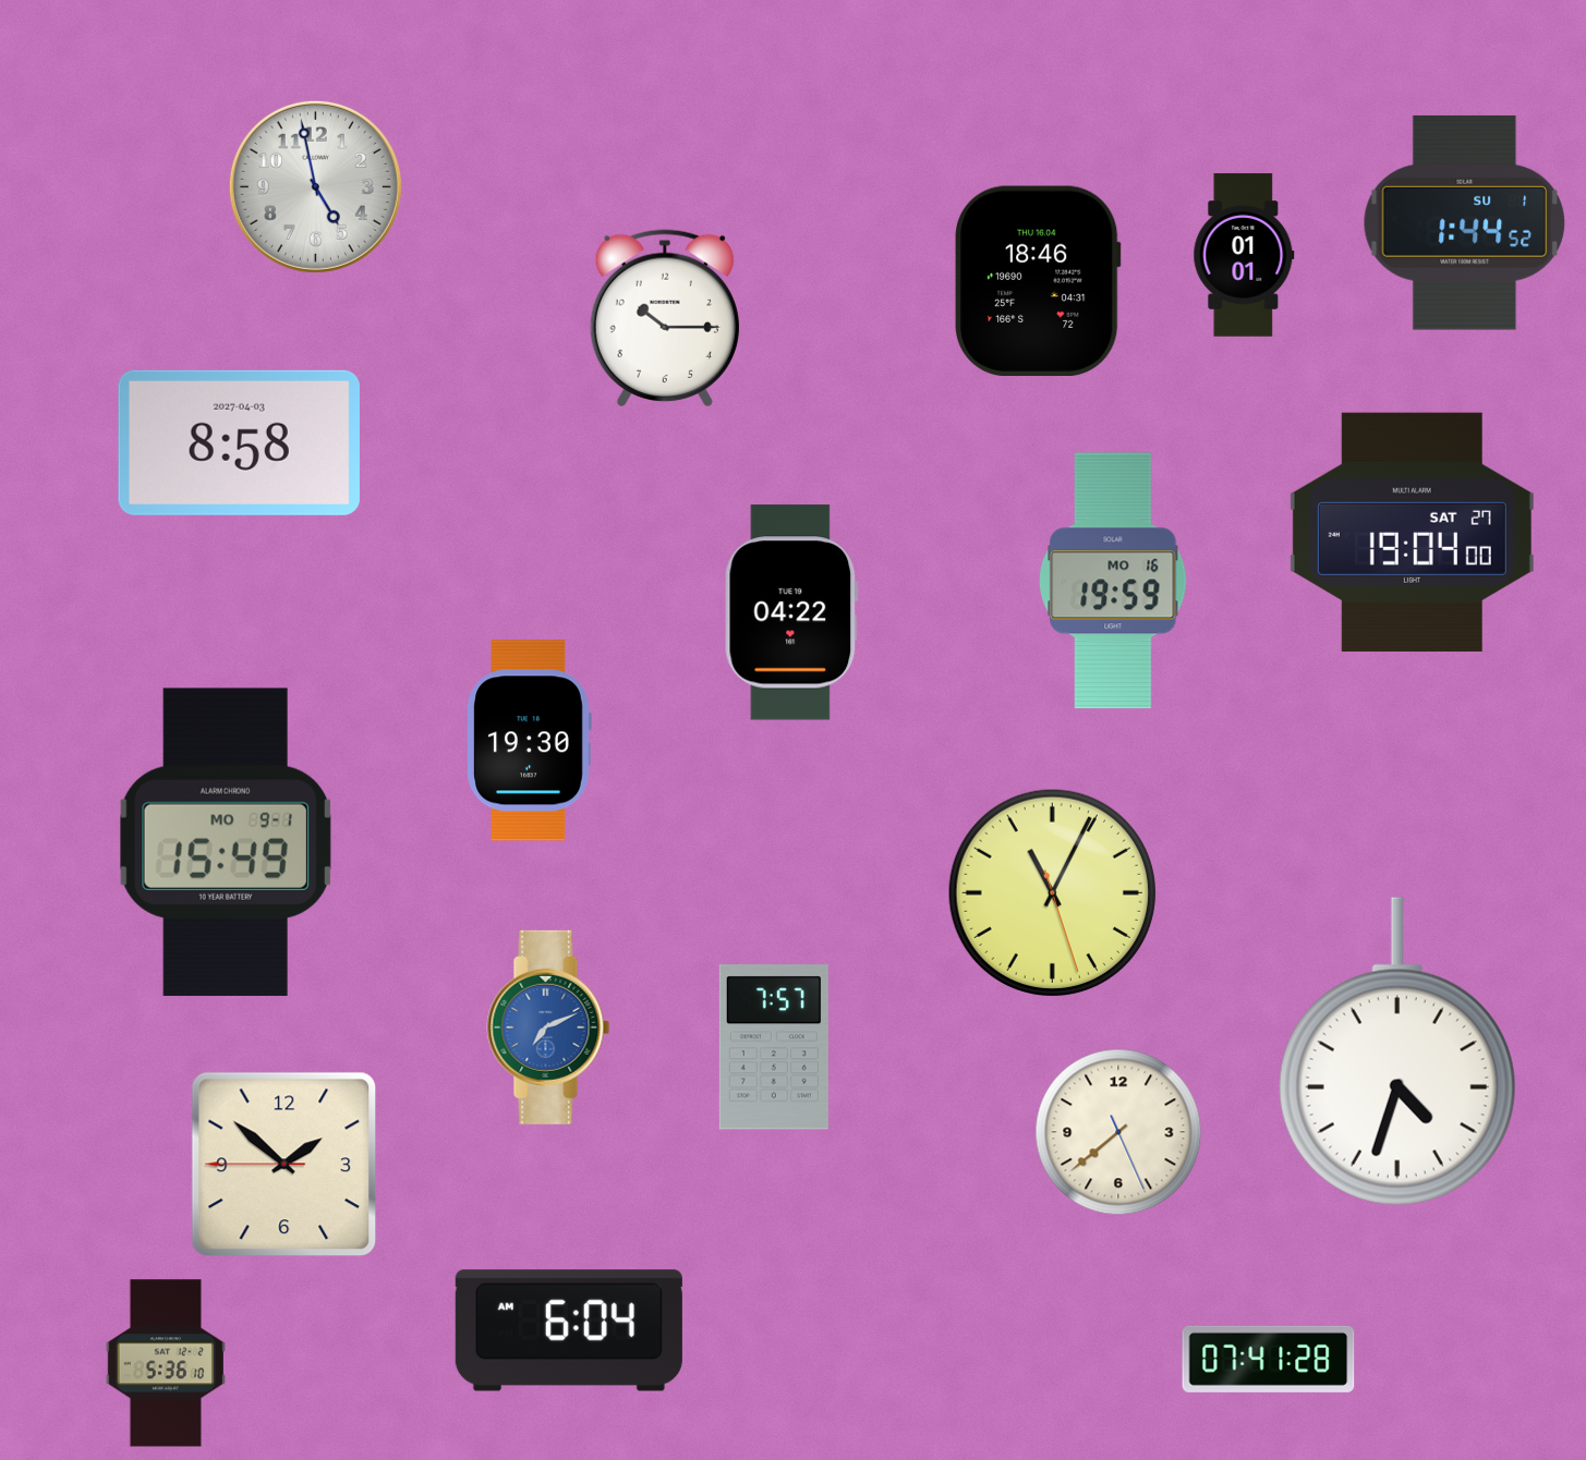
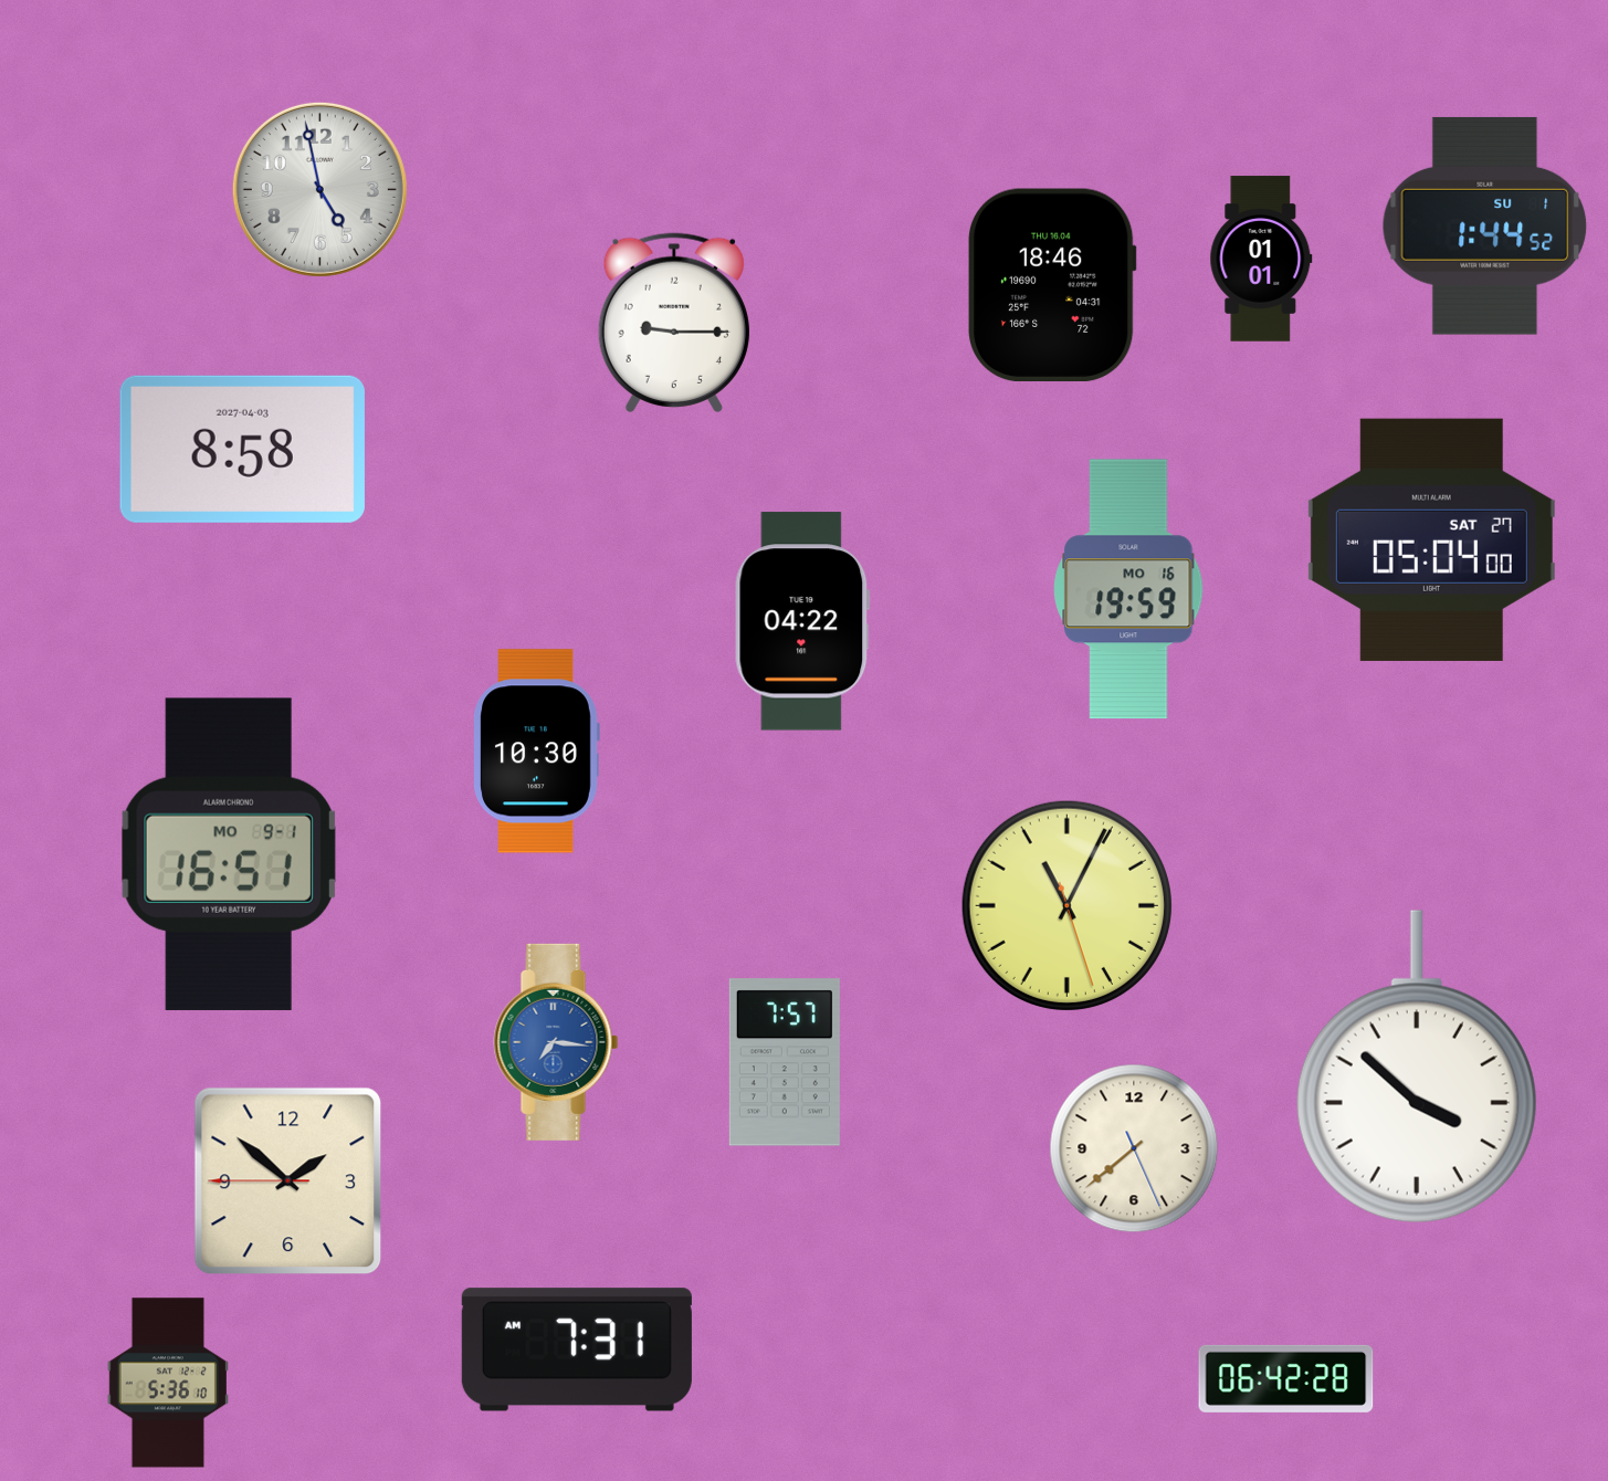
clock at (665, 318): 10:15 -> 9:15
clock at (1412, 532): 19:04 -> 05:04
clock at (529, 741): 19:30 -> 10:30
clock at (226, 842): 15:49 -> 16:51
clock at (548, 1027): 7:11 -> 7:16
clock at (1397, 1051): 4:33 -> 3:52
clock at (569, 1330): 6:04 -> 7:31
clock at (1269, 1359): 07:41 -> 06:42
